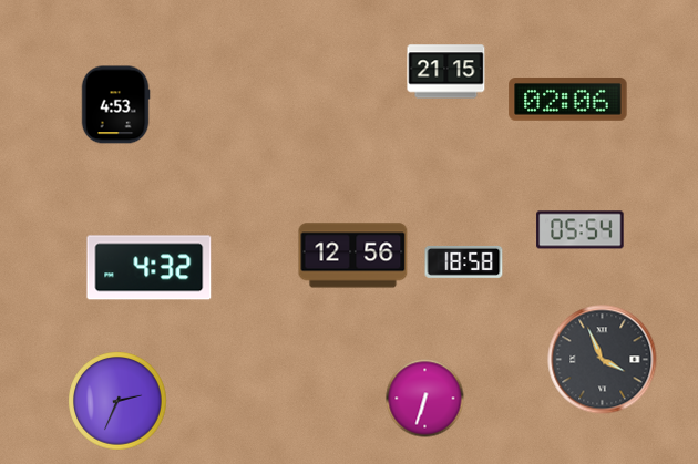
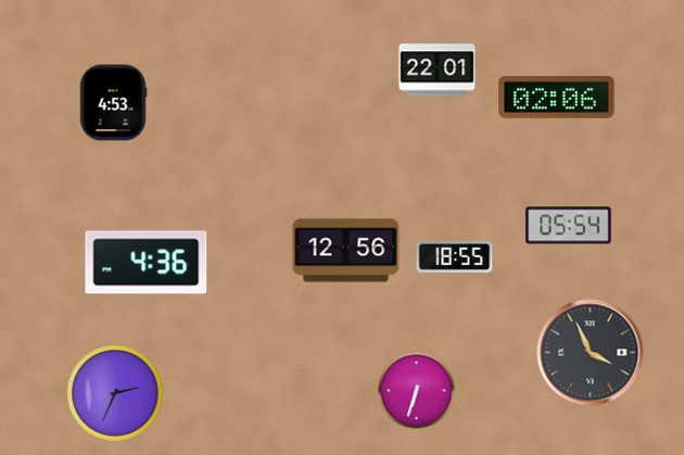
clock at (446, 72): 21:15 -> 22:01
clock at (464, 261): 18:58 -> 18:55
clock at (150, 268): 4:32 -> 4:36
